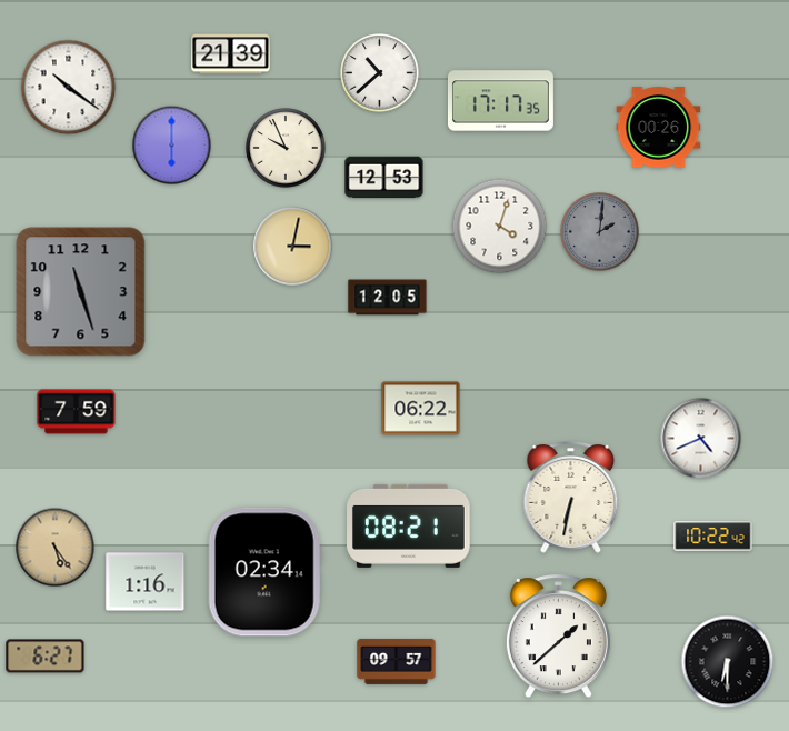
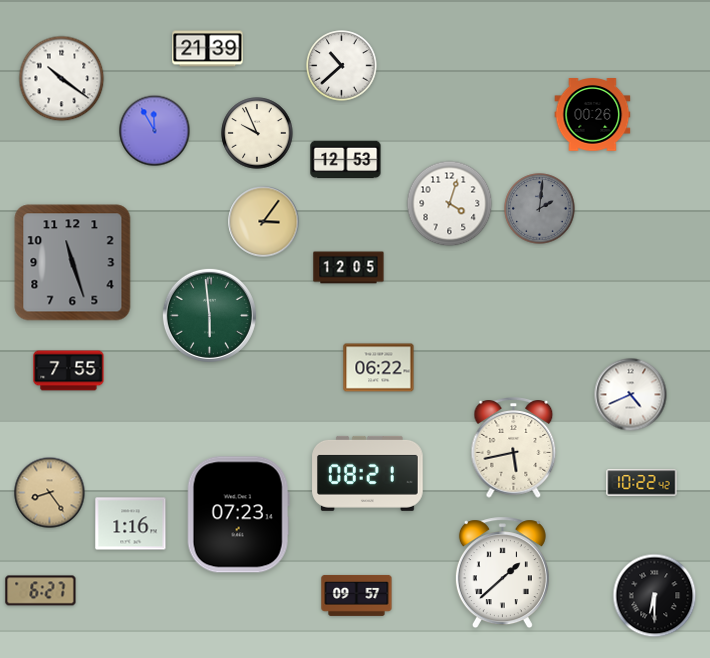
clock at (500, 101): 17:17 -> none
clock at (172, 146): 6:00 -> 11:55
clock at (293, 247): 3:02 -> 3:06
clock at (209, 315): none -> 5:59
clock at (77, 412): 7:59 -> 7:55
clock at (571, 498): 6:32 -> 5:43
clock at (56, 548): 5:24 -> 8:24
clock at (264, 572): 02:34 -> 07:23
